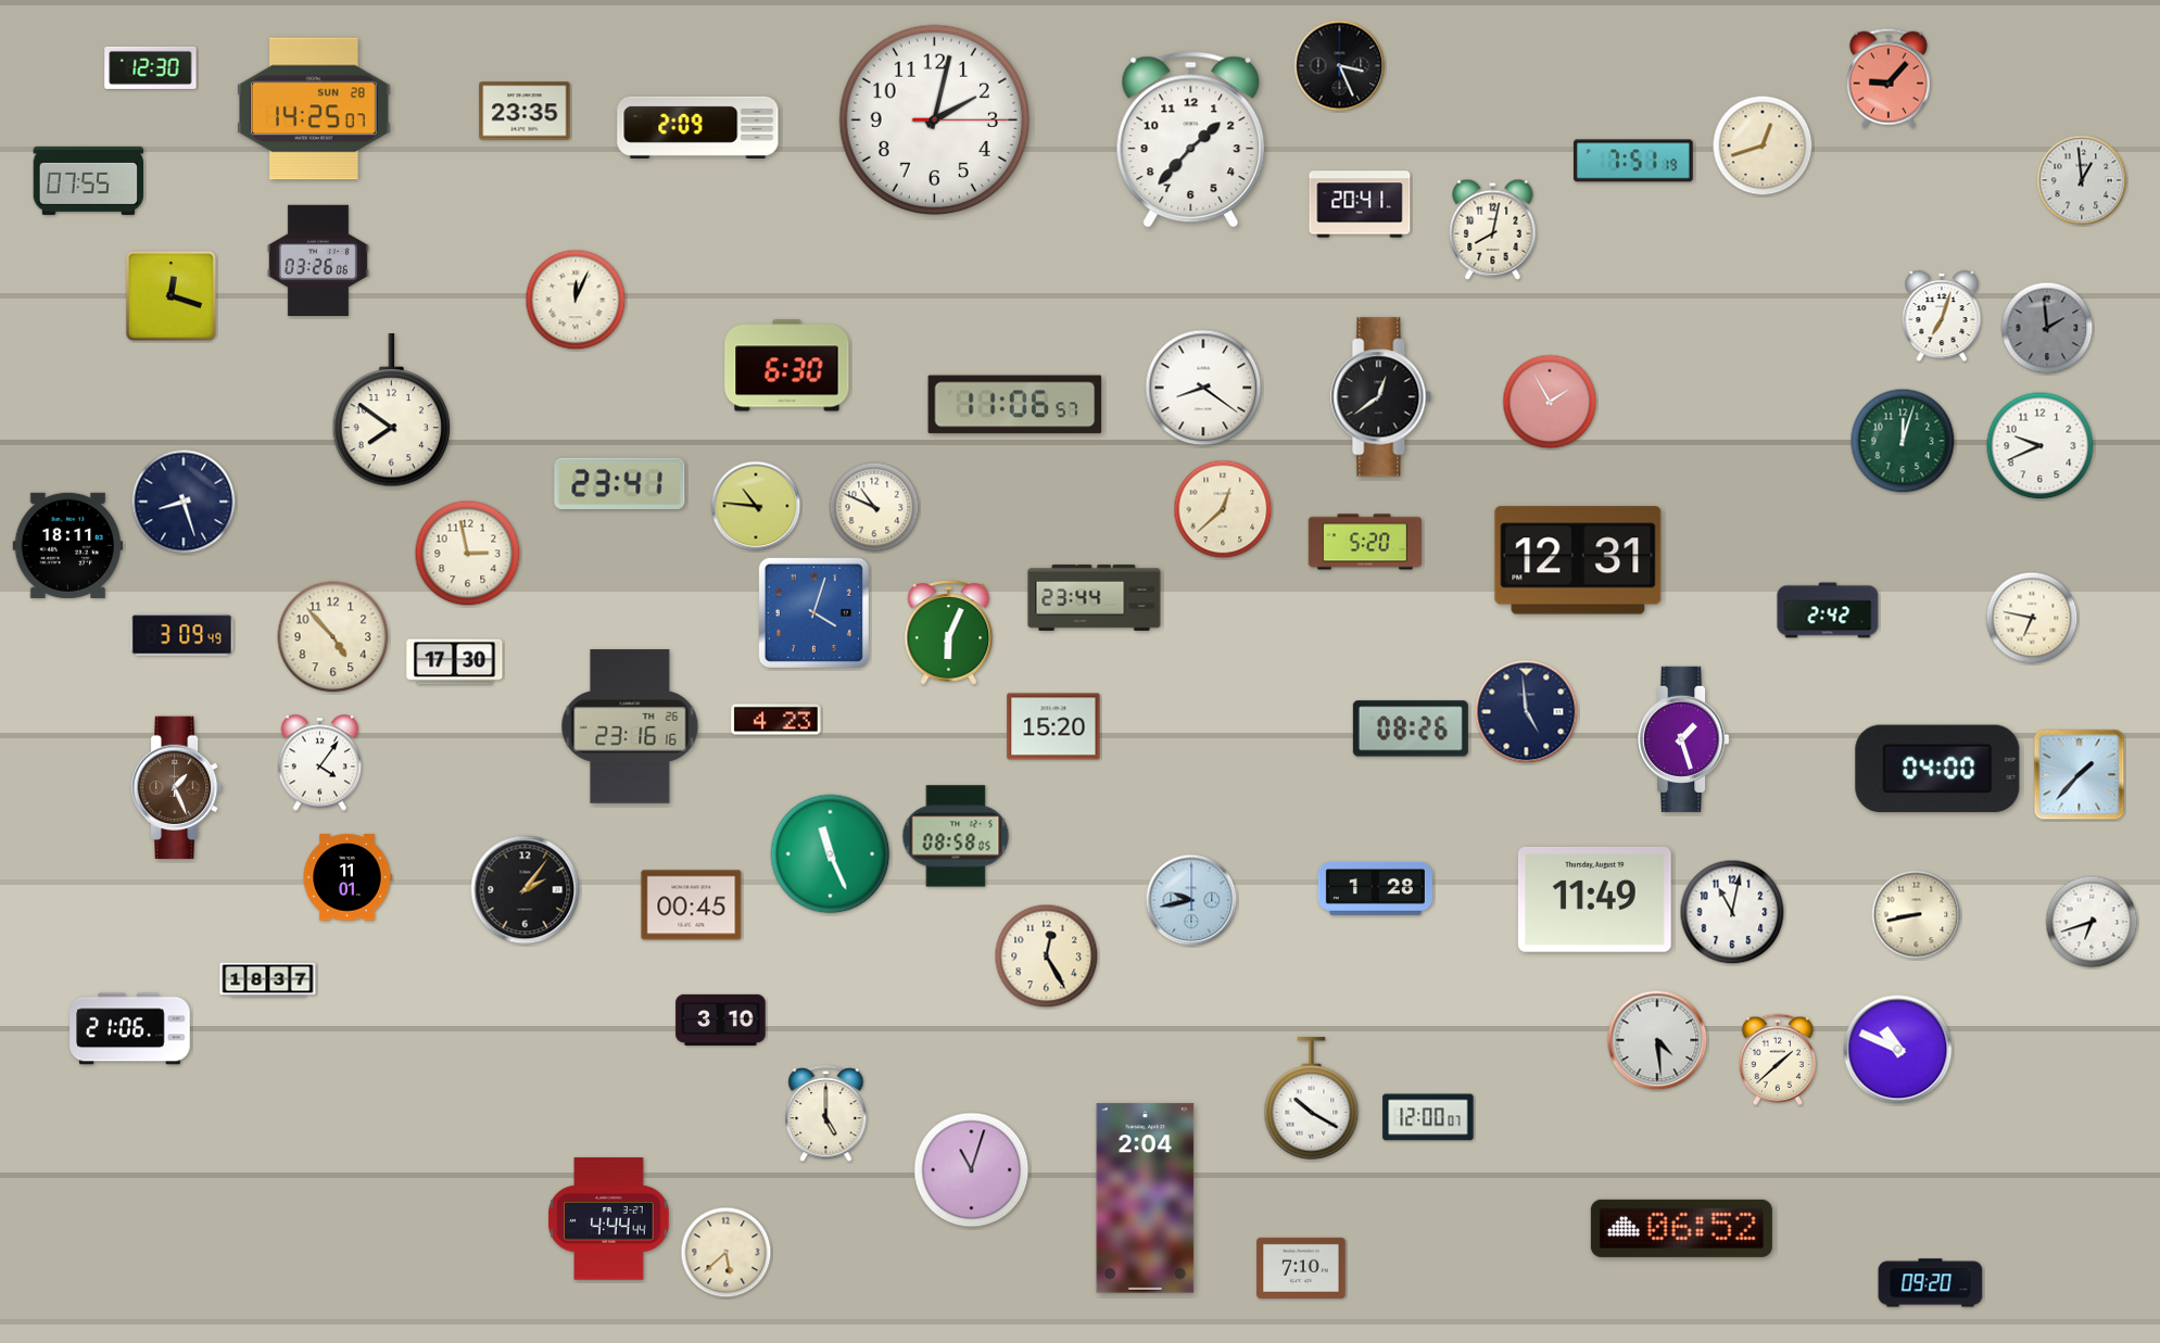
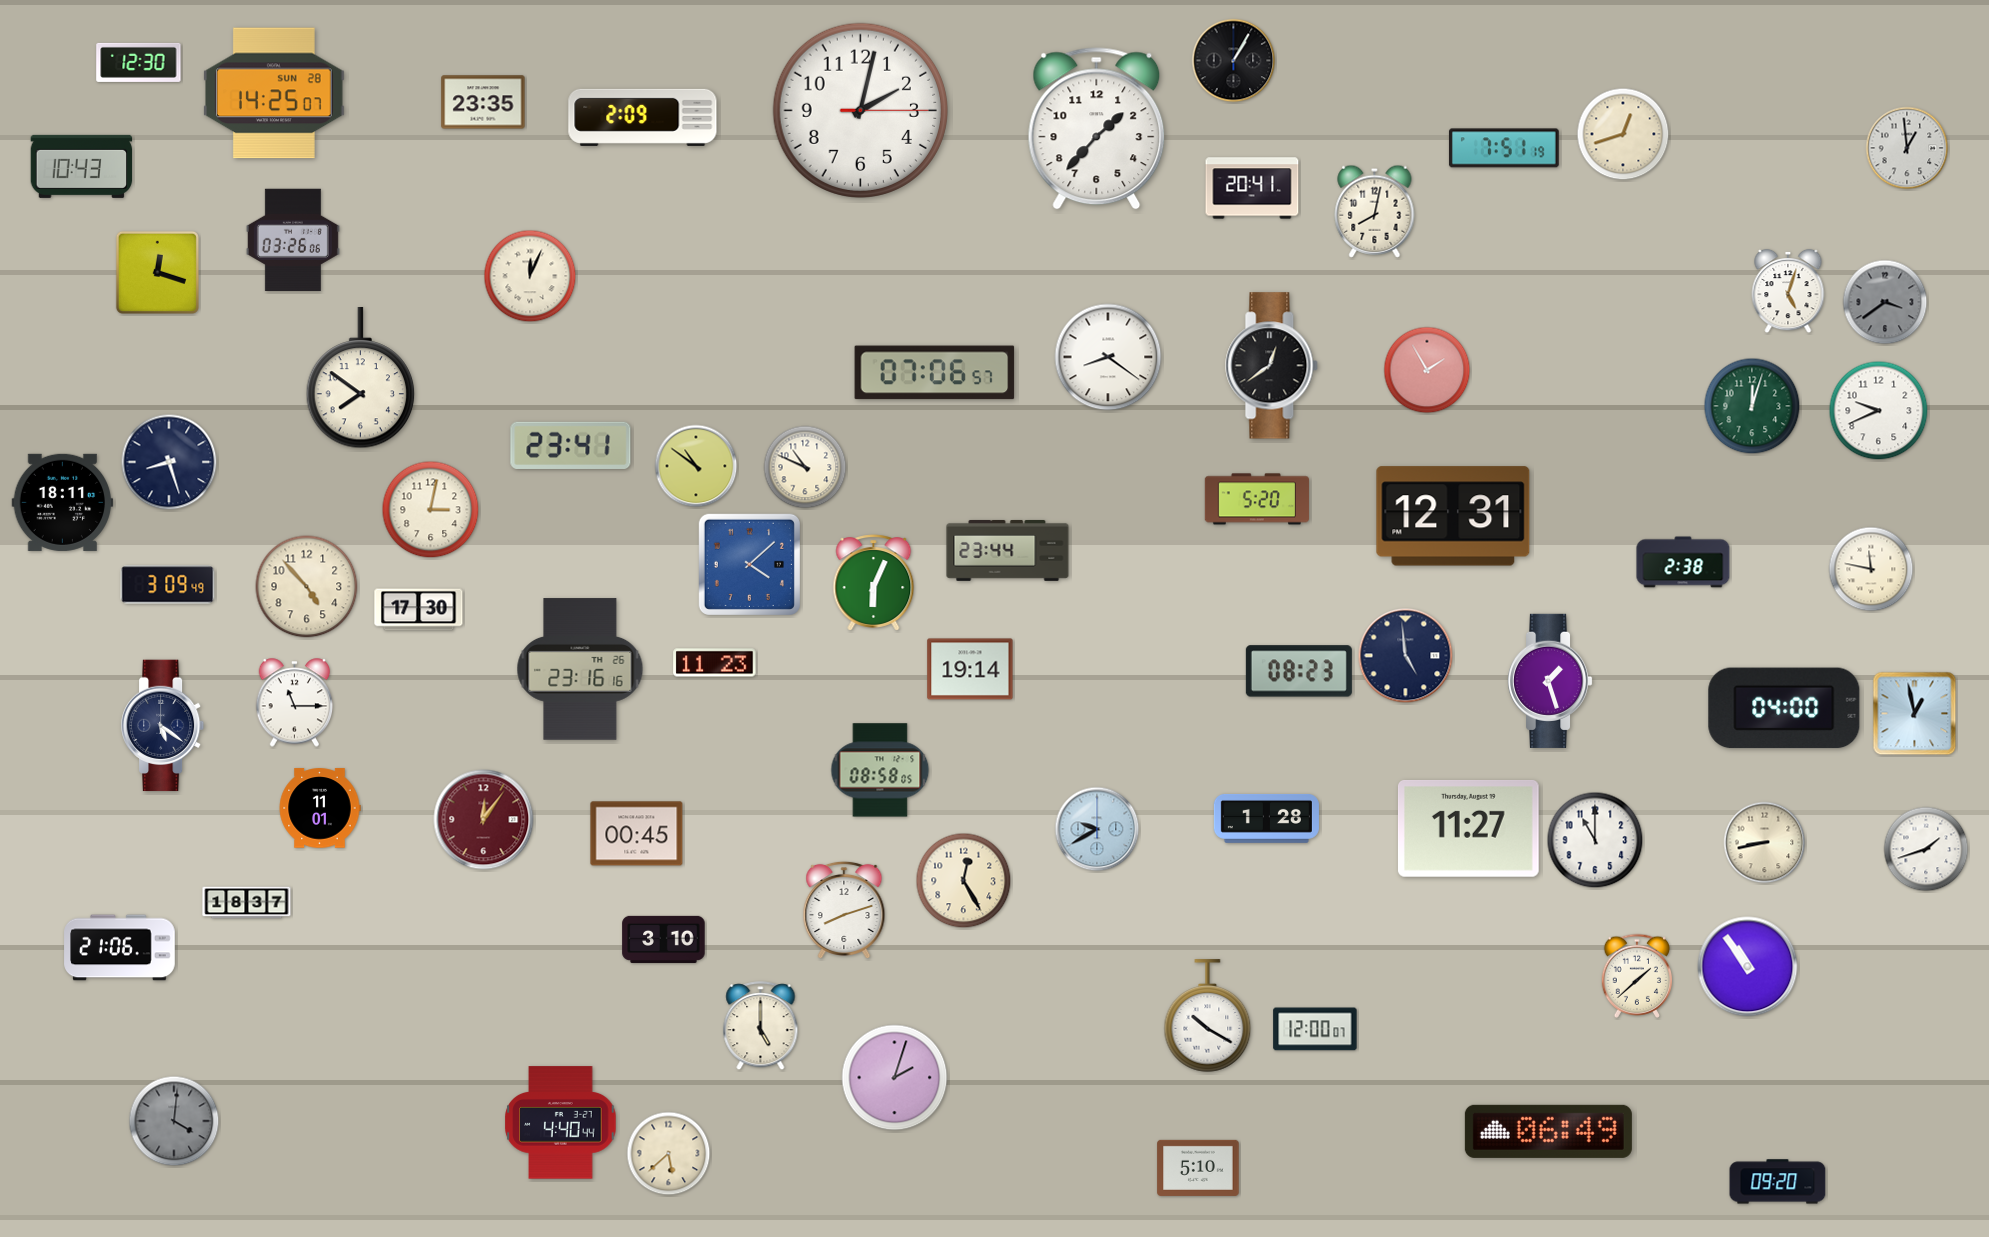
clock at (1340, 66): 3:26 -> 1:05
clock at (1889, 78): 9:07 -> none
clock at (314, 109) position: (314, 109) -> (274, 93)
clock at (89, 180): 07:55 -> 10:43
clock at (2082, 180) position: (2082, 180) -> (1907, 148)
clock at (1942, 316): 7:03 -> 5:03
clock at (2047, 328): 1:59 -> 3:39
clock at (787, 366): 6:30 -> none
clock at (1015, 405): 11:06 -> 07:06
clock at (756, 506): 10:46 -> 10:51
clock at (1223, 509): 12:38 -> none
clock at (468, 554): 2:58 -> 3:02
clock at (1828, 610): 2:42 -> 2:38
clock at (813, 612): 4:03 -> 4:08
clock at (2032, 618): 6:47 -> 11:47
clock at (776, 720): 4:23 -> 11:23
clock at (1053, 726): 15:20 -> 19:14
clock at (1411, 728): 08:26 -> 08:23
clock at (320, 763): 4:06 -> 11:15
clock at (2080, 775): 1:37 -> 12:58
clock at (177, 788): 1:26 -> 5:21
clock at (177, 788) dial: brown -> navy
clock at (831, 854): 11:26 -> none
clock at (526, 890): 2:06 -> 12:06
clock at (526, 890) dial: black -> burgundy
clock at (1594, 899): 11:49 -> 11:27
clock at (1191, 900): 9:43 -> 9:40
clock at (1732, 912): 11:02 -> 11:00
clock at (2092, 922): 6:42 -> 1:42
clock at (844, 909): none -> 8:12
clock at (1657, 1040): 4:29 -> none
clock at (1898, 1050): 10:49 -> 10:54
clock at (1312, 1099) position: (1312, 1099) -> (1208, 1016)
clock at (972, 1170): 11:03 -> 2:03
clock at (1146, 1199): 2:04 -> none
clock at (174, 1121): none -> 4:01
clock at (609, 1219): 4:44 -> 4:40
clock at (1681, 1228): 06:52 -> 06:49
clock at (1301, 1268): 7:10 -> 5:10
